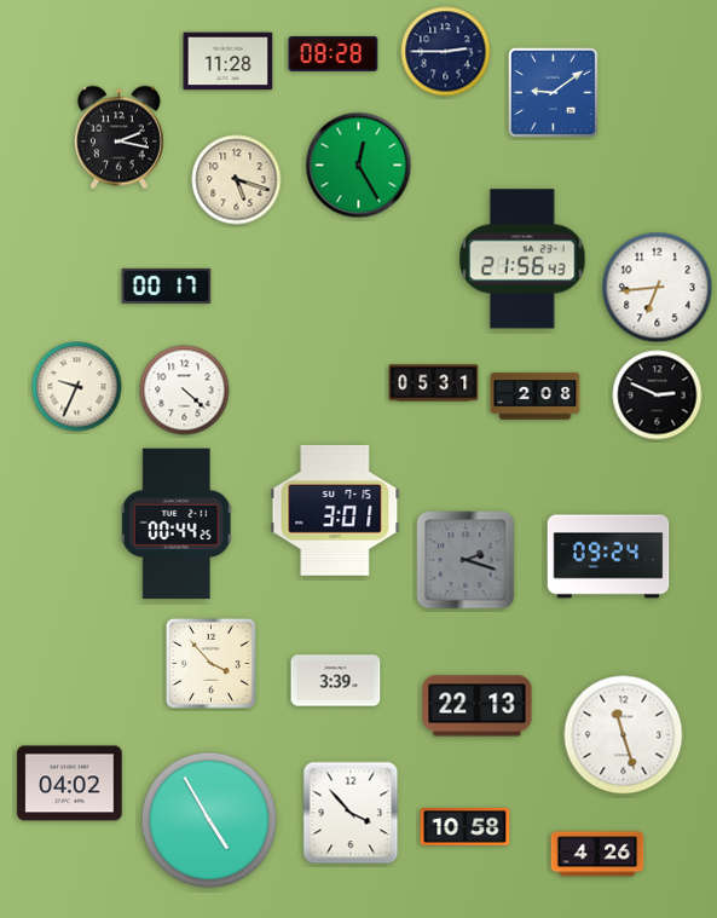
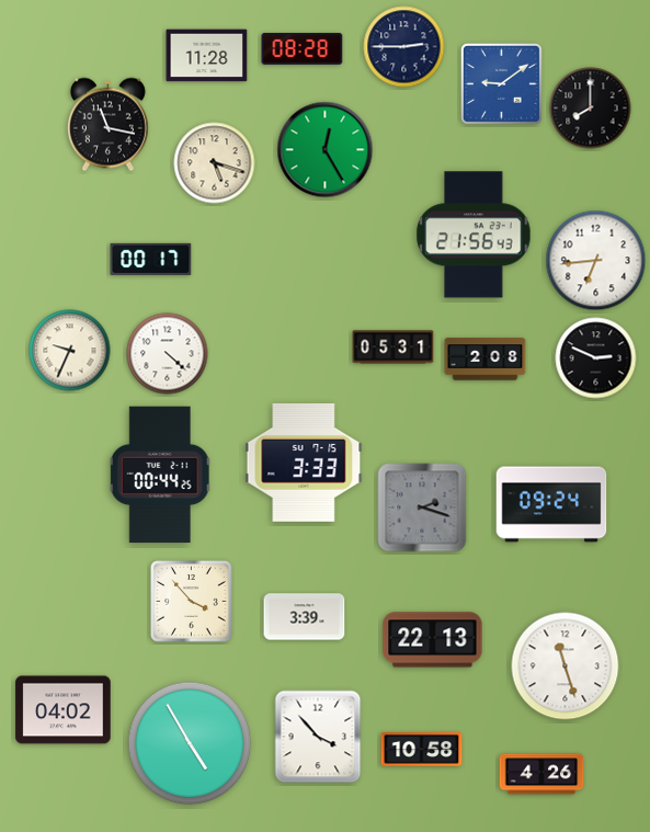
clock at (591, 109): none -> 8:00
clock at (118, 138): 2:17 -> 11:17
clock at (335, 510): 3:01 -> 3:33
